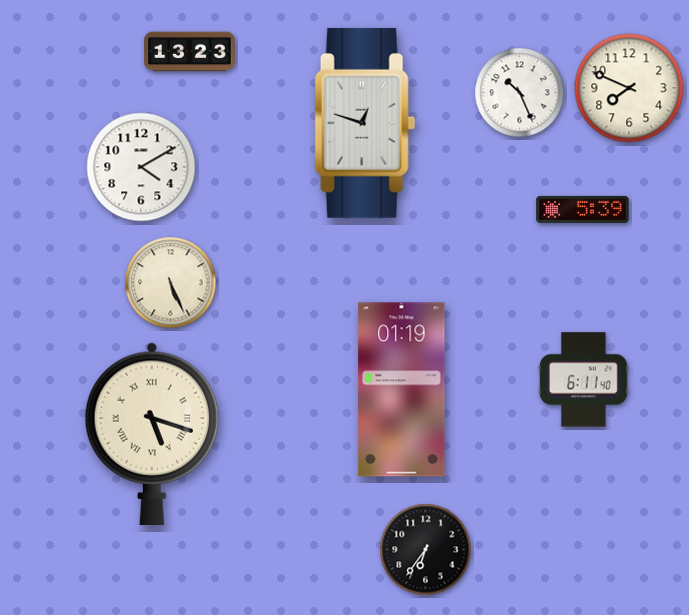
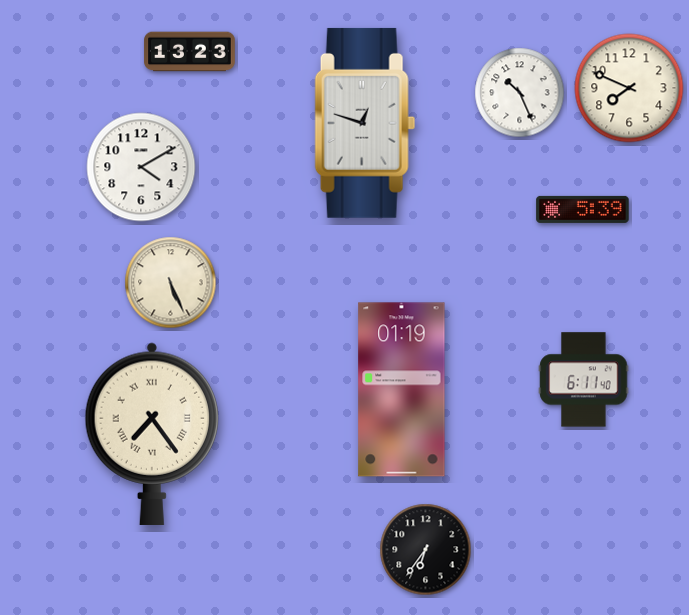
clock at (151, 433): 5:18 -> 7:24
